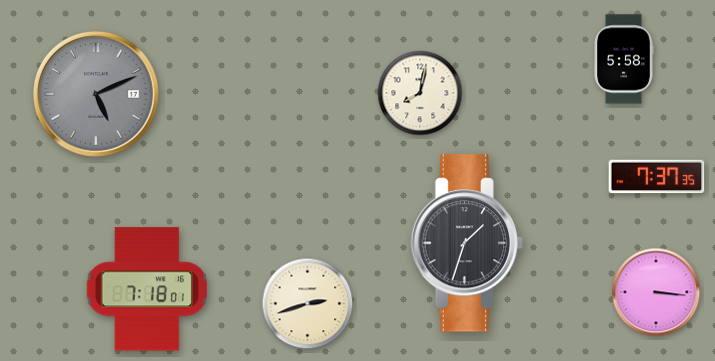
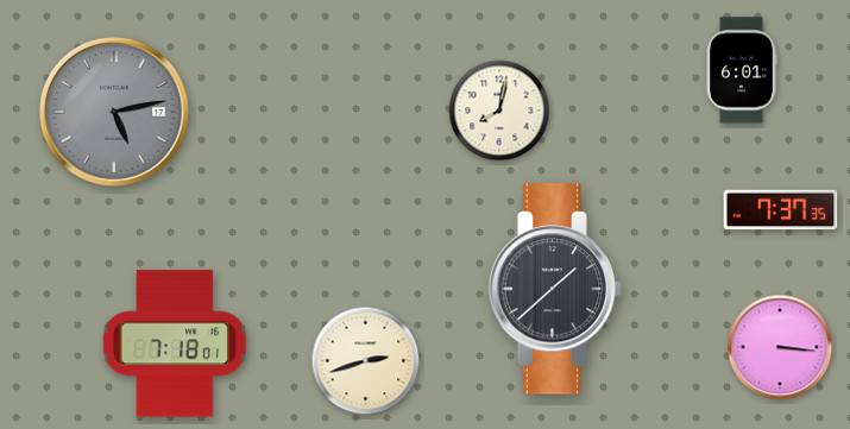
clock at (624, 59): 5:58 -> 6:01
clock at (96, 94): 5:11 -> 5:13
clock at (467, 243): 1:33 -> 1:38
